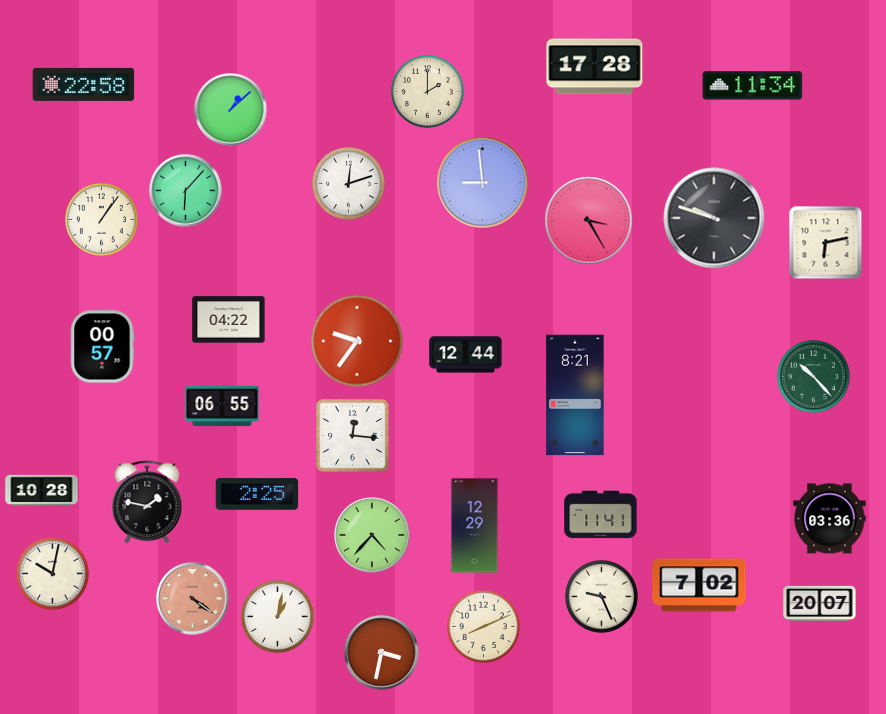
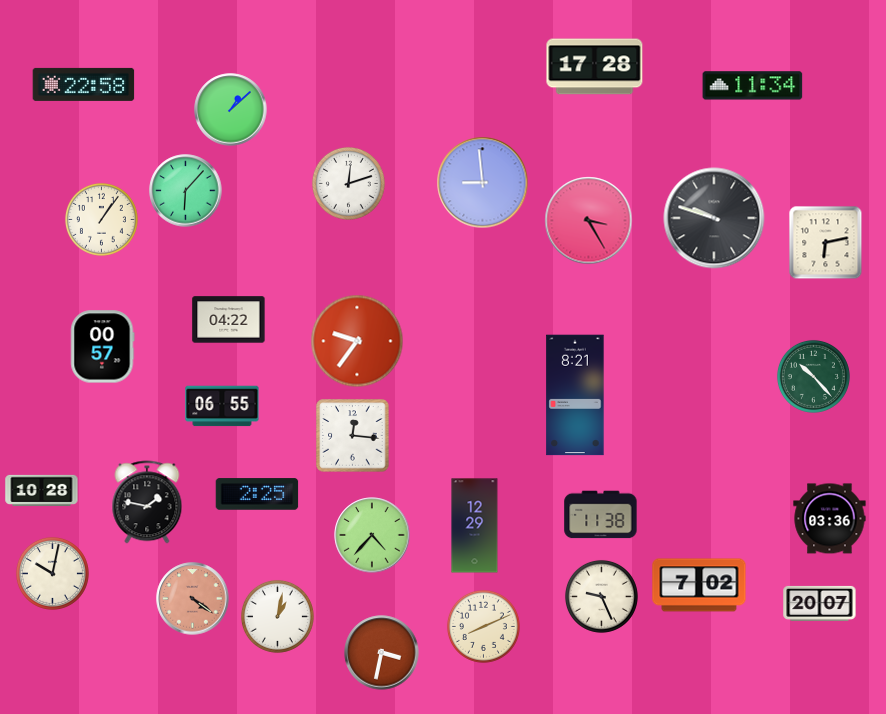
clock at (427, 91): 2:00 -> none
clock at (466, 355): 12:44 -> none
clock at (601, 515): 11:41 -> 11:38
